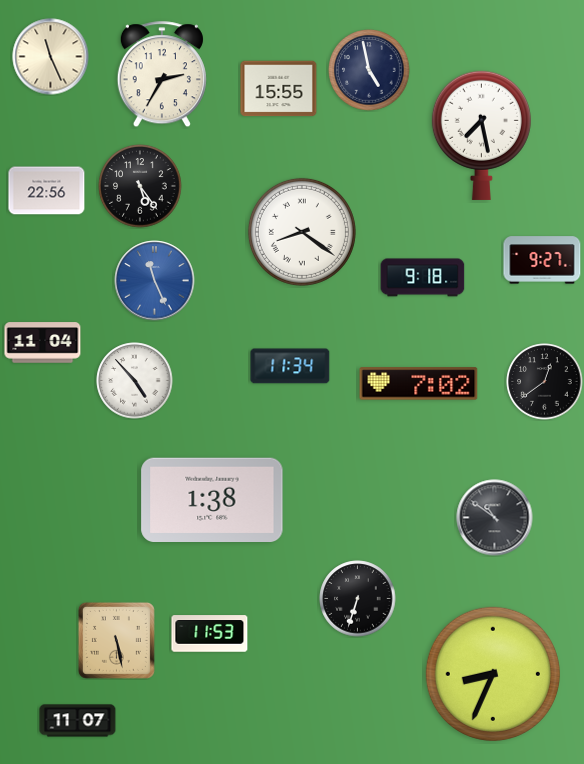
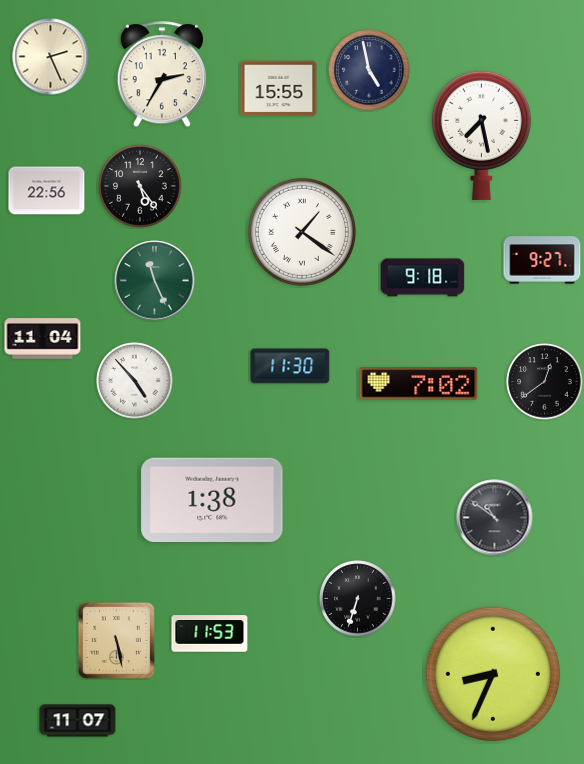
clock at (51, 57): 11:26 -> 2:26
clock at (302, 232): 8:21 -> 1:21
clock at (155, 281) dial: blue -> green
clock at (43, 343) position: (43, 343) -> (43, 339)
clock at (290, 366): 11:34 -> 11:30
